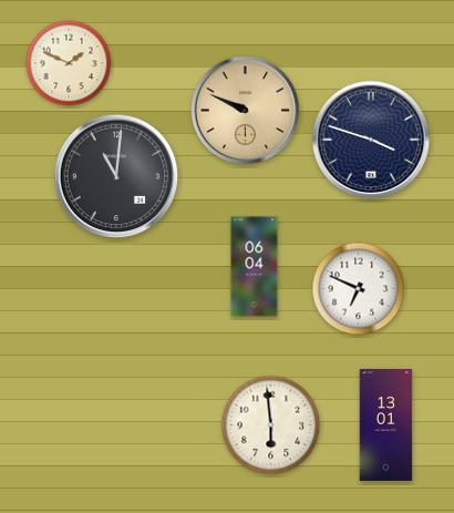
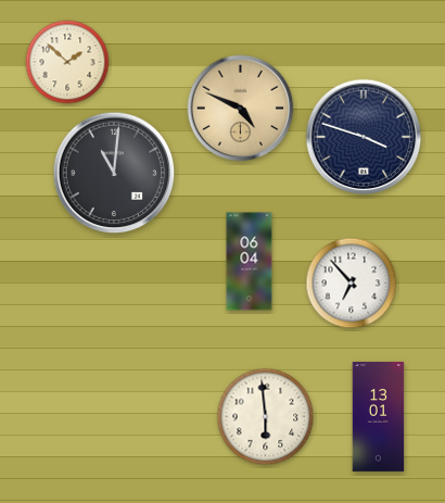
clock at (69, 63): 1:49 -> 1:52
clock at (246, 111): 9:49 -> 4:49
clock at (359, 289): 6:49 -> 6:53
